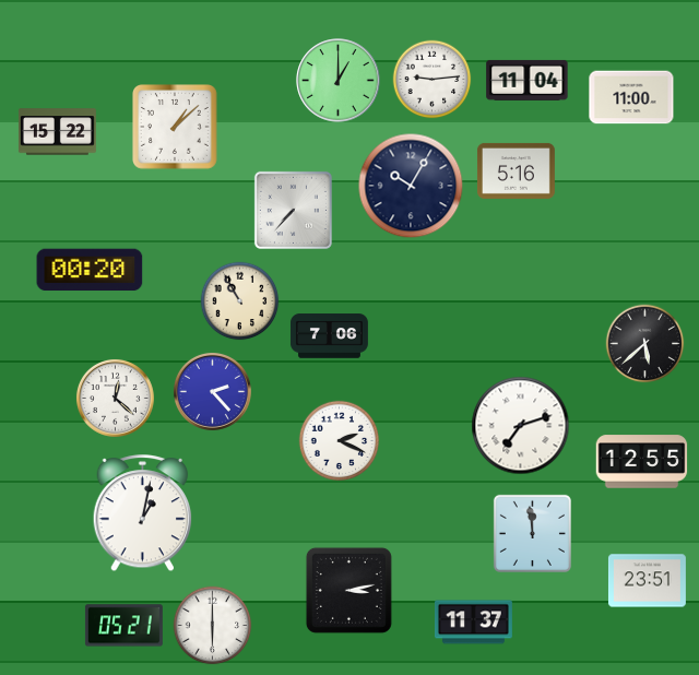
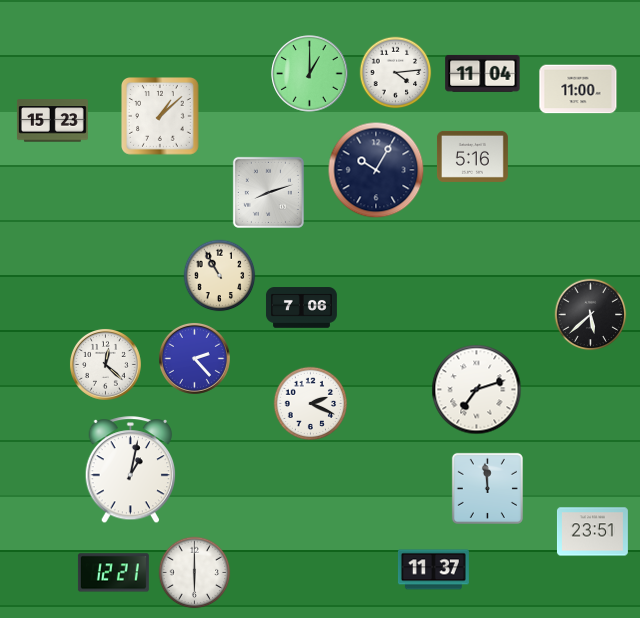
clock at (433, 80): 9:14 -> 4:14
clock at (57, 132): 15:22 -> 15:23
clock at (293, 210): 7:37 -> 8:12
clock at (90, 270): 00:20 -> none
clock at (642, 462): 12:55 -> none
clock at (348, 590): 3:13 -> none
clock at (123, 626): 05:21 -> 12:21
